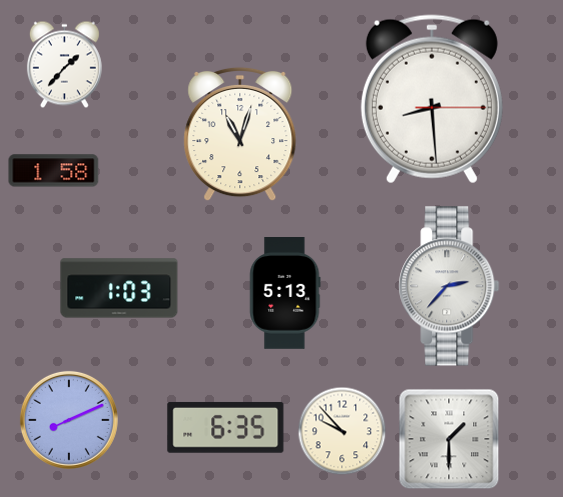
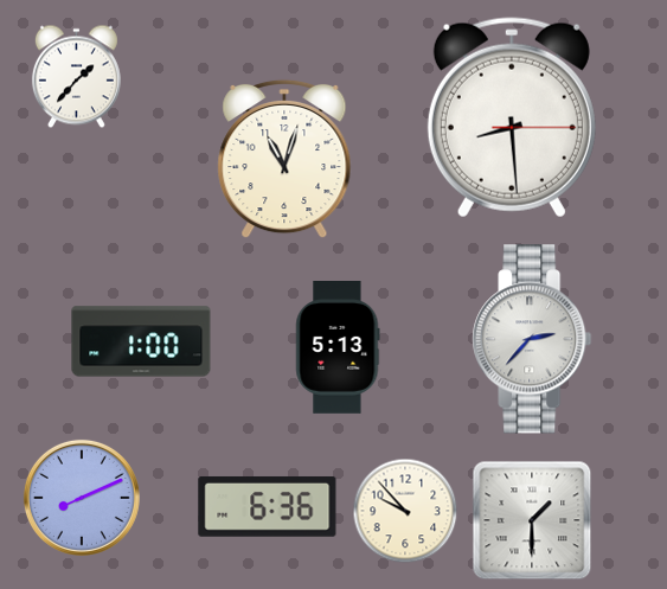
clock at (54, 171): 1:58 -> none
clock at (119, 288): 1:03 -> 1:00
clock at (226, 428): 6:35 -> 6:36
